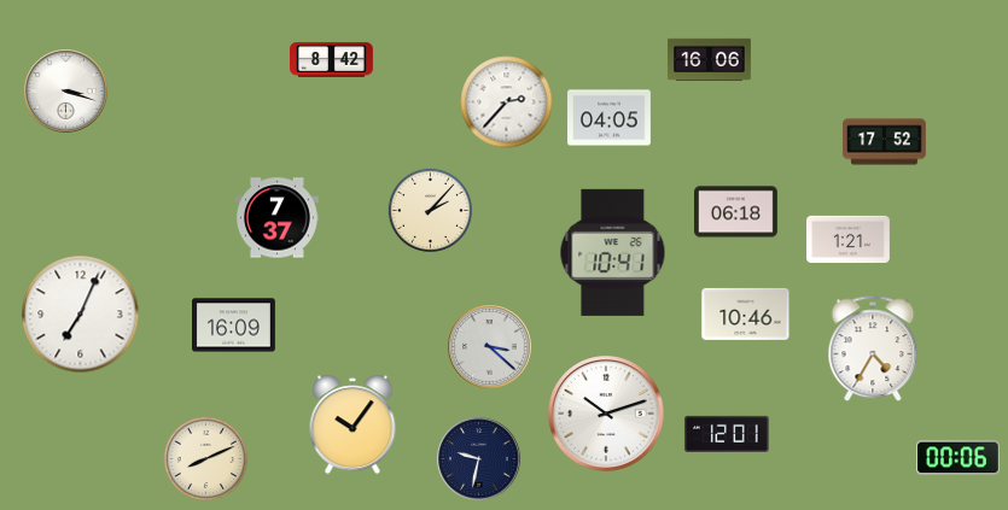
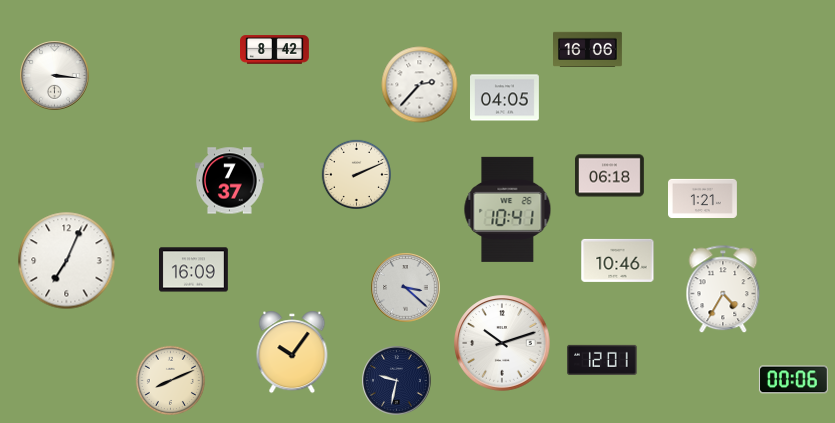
clock at (66, 92): 3:18 -> 3:16
clock at (885, 142): 17:52 -> none
clock at (430, 210): 2:07 -> 2:11
